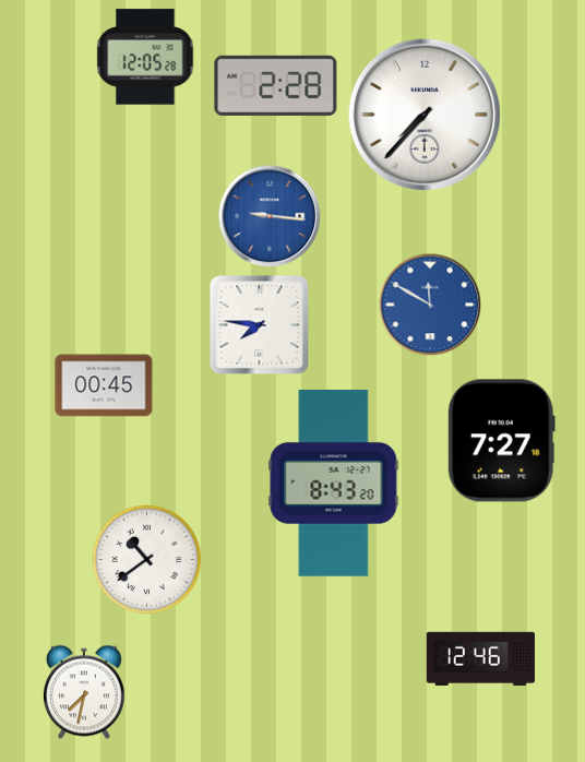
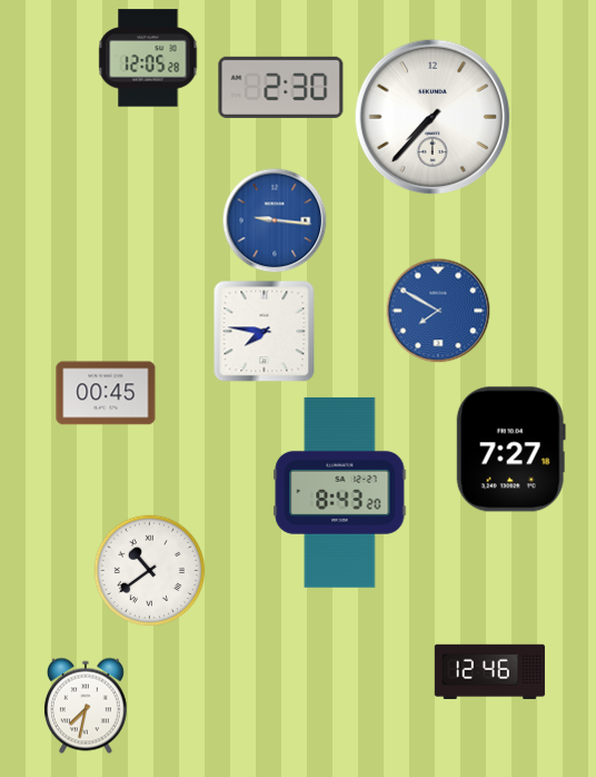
clock at (276, 85): 2:28 -> 2:30
clock at (430, 305): 11:50 -> 7:50
